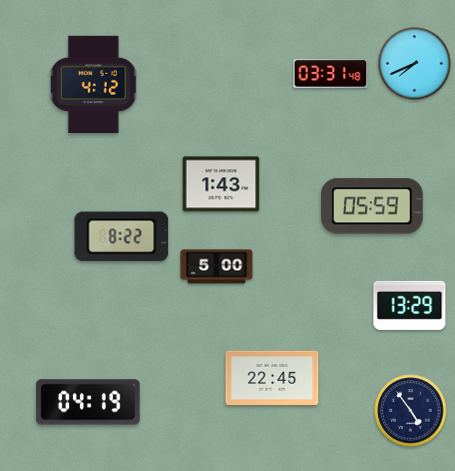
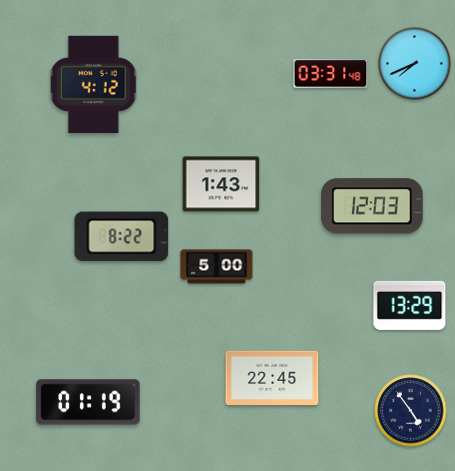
clock at (373, 206): 05:59 -> 12:03
clock at (88, 402): 04:19 -> 01:19
